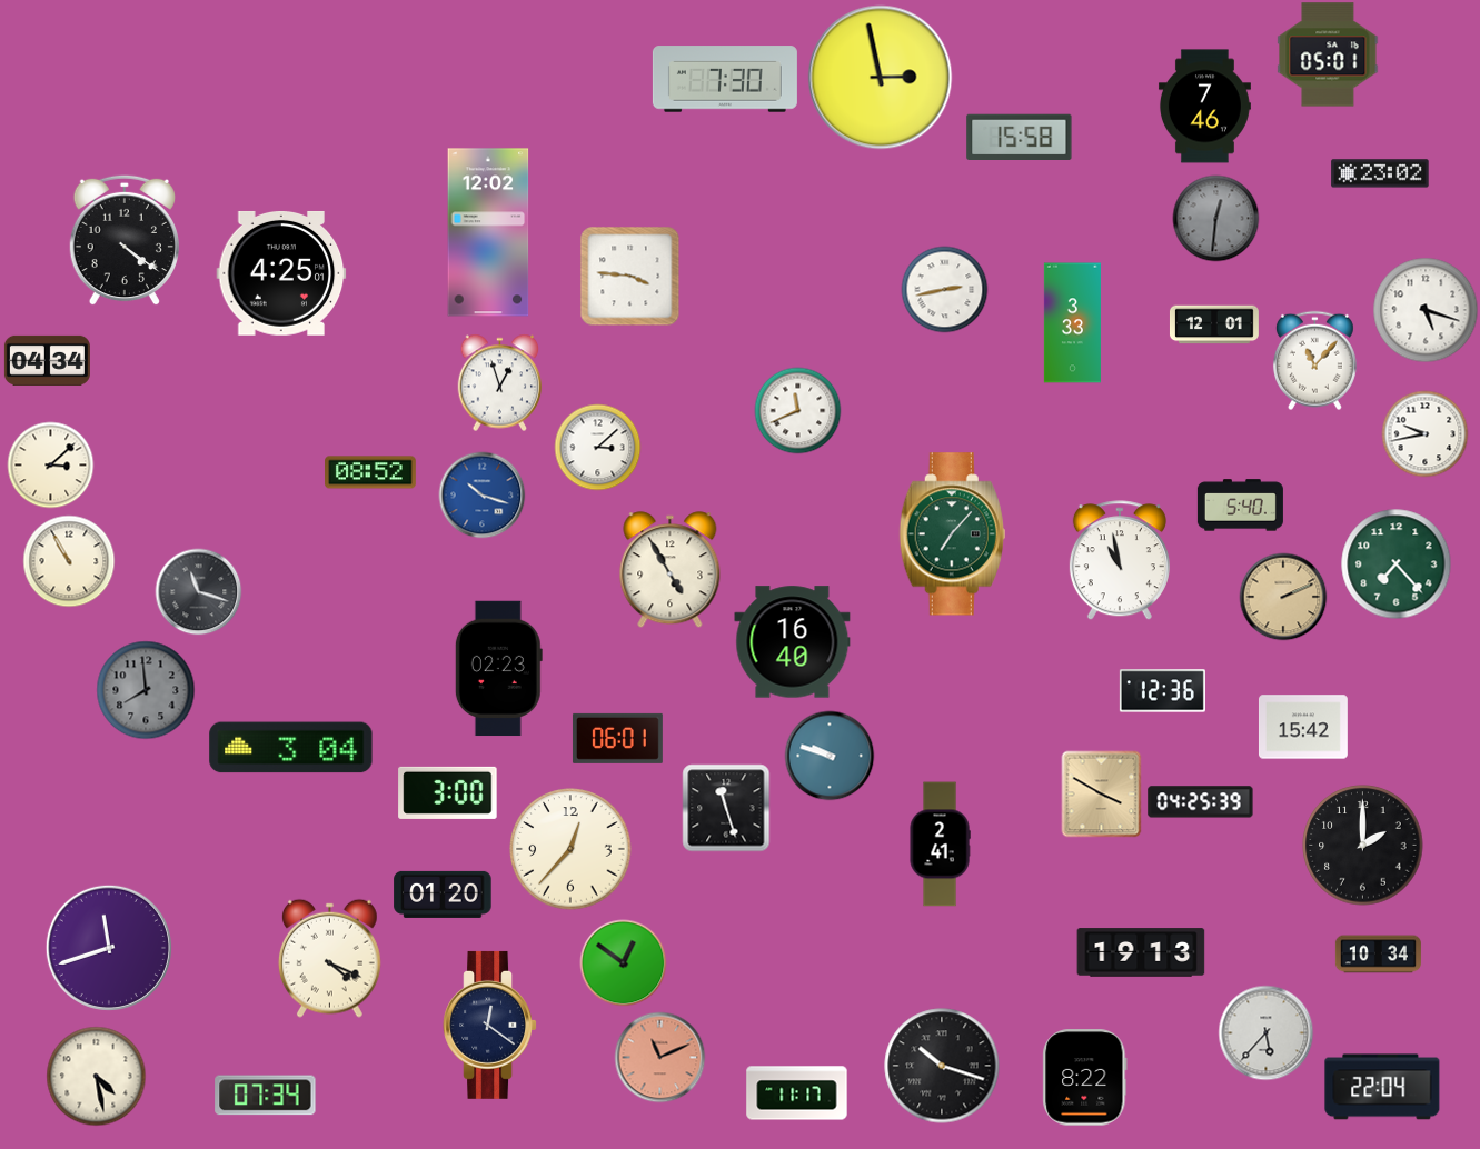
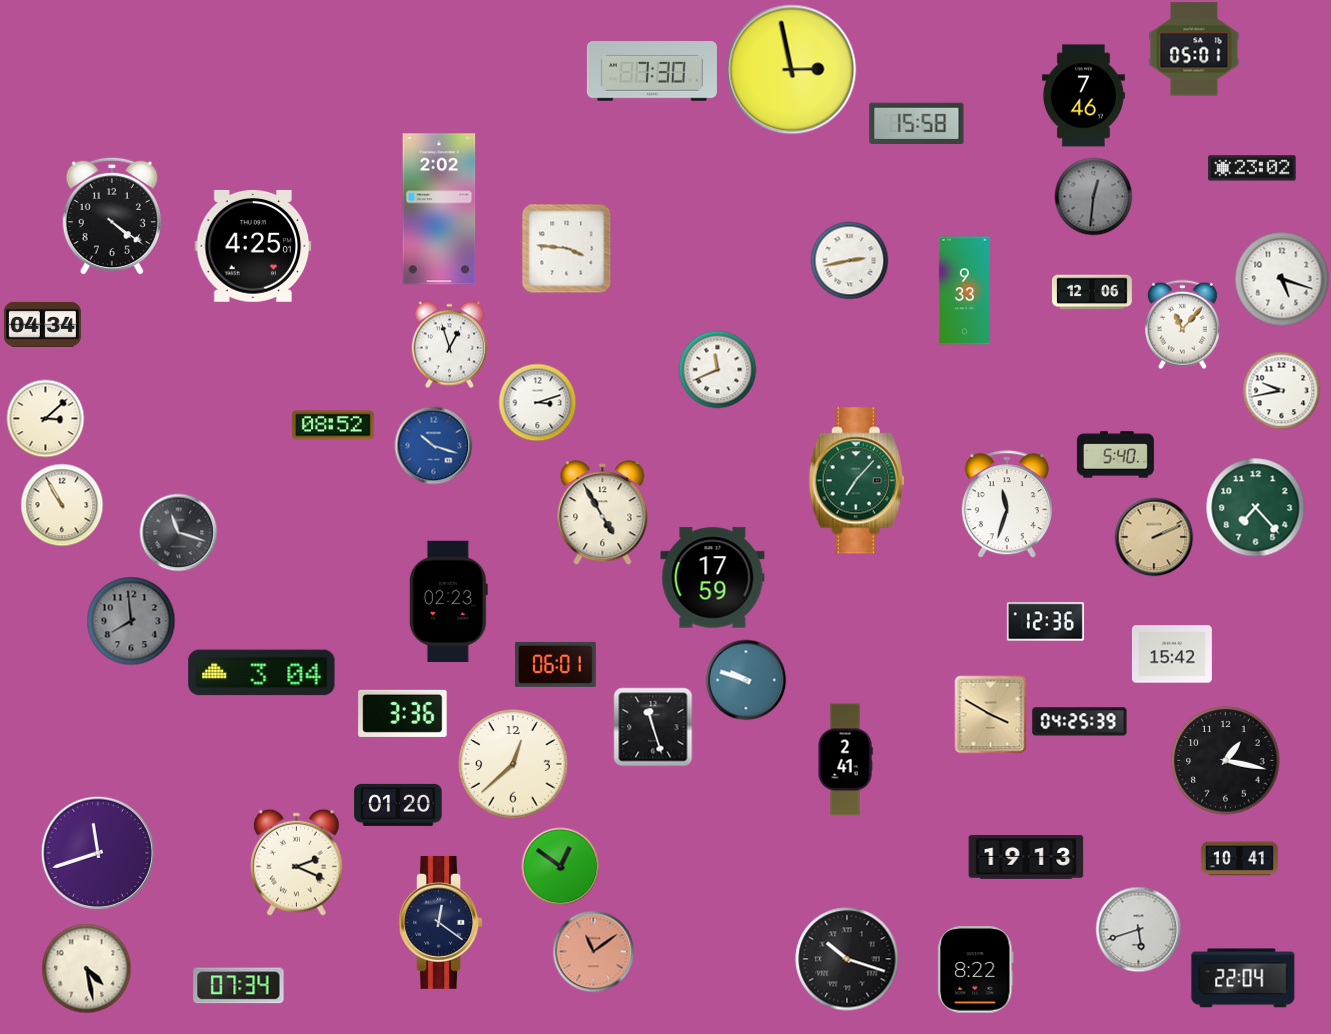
clock at (1380, 173) position: (1380, 173) -> (1252, 168)
clock at (488, 232): 12:02 -> 2:02
clock at (1072, 323): 3:33 -> 9:33
clock at (1214, 324): 12:01 -> 12:06
clock at (597, 447): 3:08 -> 3:12
clock at (1120, 560): 10:58 -> 11:33
clock at (793, 642): 16:40 -> 17:59
clock at (448, 792): 3:00 -> 3:36
clock at (1363, 846): 2:00 -> 1:17
clock at (570, 849): 12:37 -> 12:38
clock at (1378, 955): 10:34 -> 10:41
clock at (329, 958): 4:19 -> 2:19
clock at (1265, 1032): 5:37 -> 5:42
clock at (659, 1057): 11:11 -> 11:09
clock at (797, 1093): 11:17 -> none
